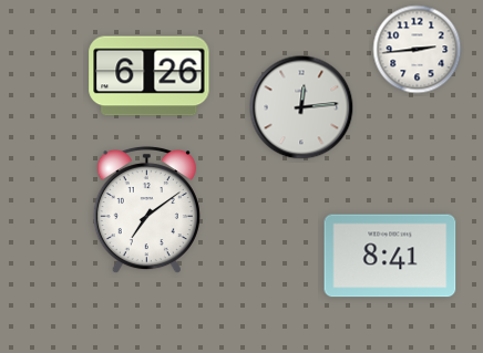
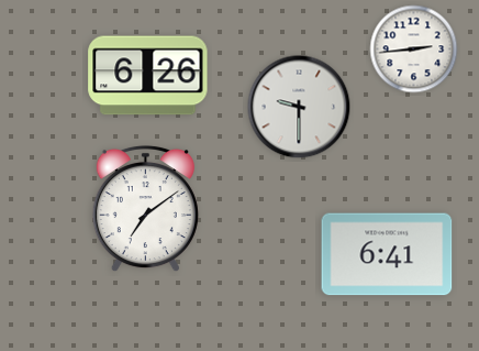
clock at (301, 107): 12:14 -> 9:30
clock at (390, 256): 8:41 -> 6:41
